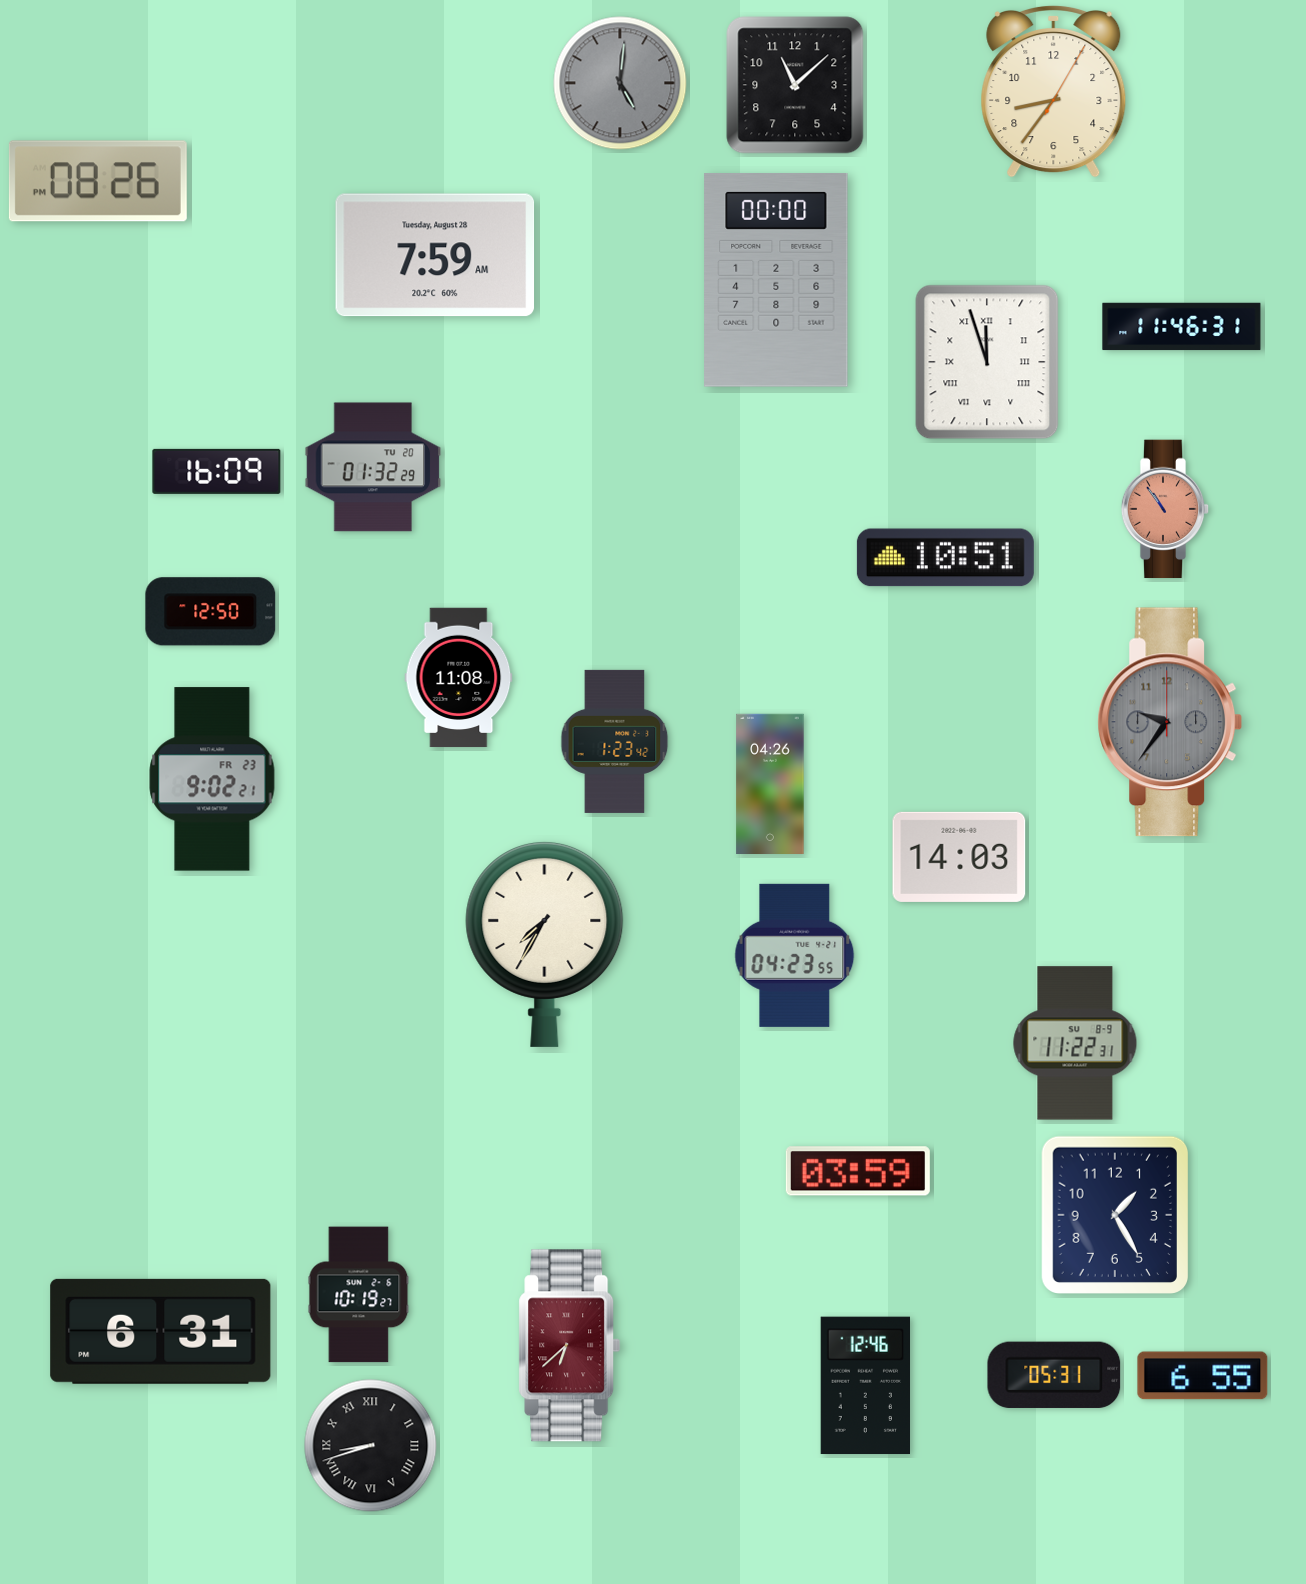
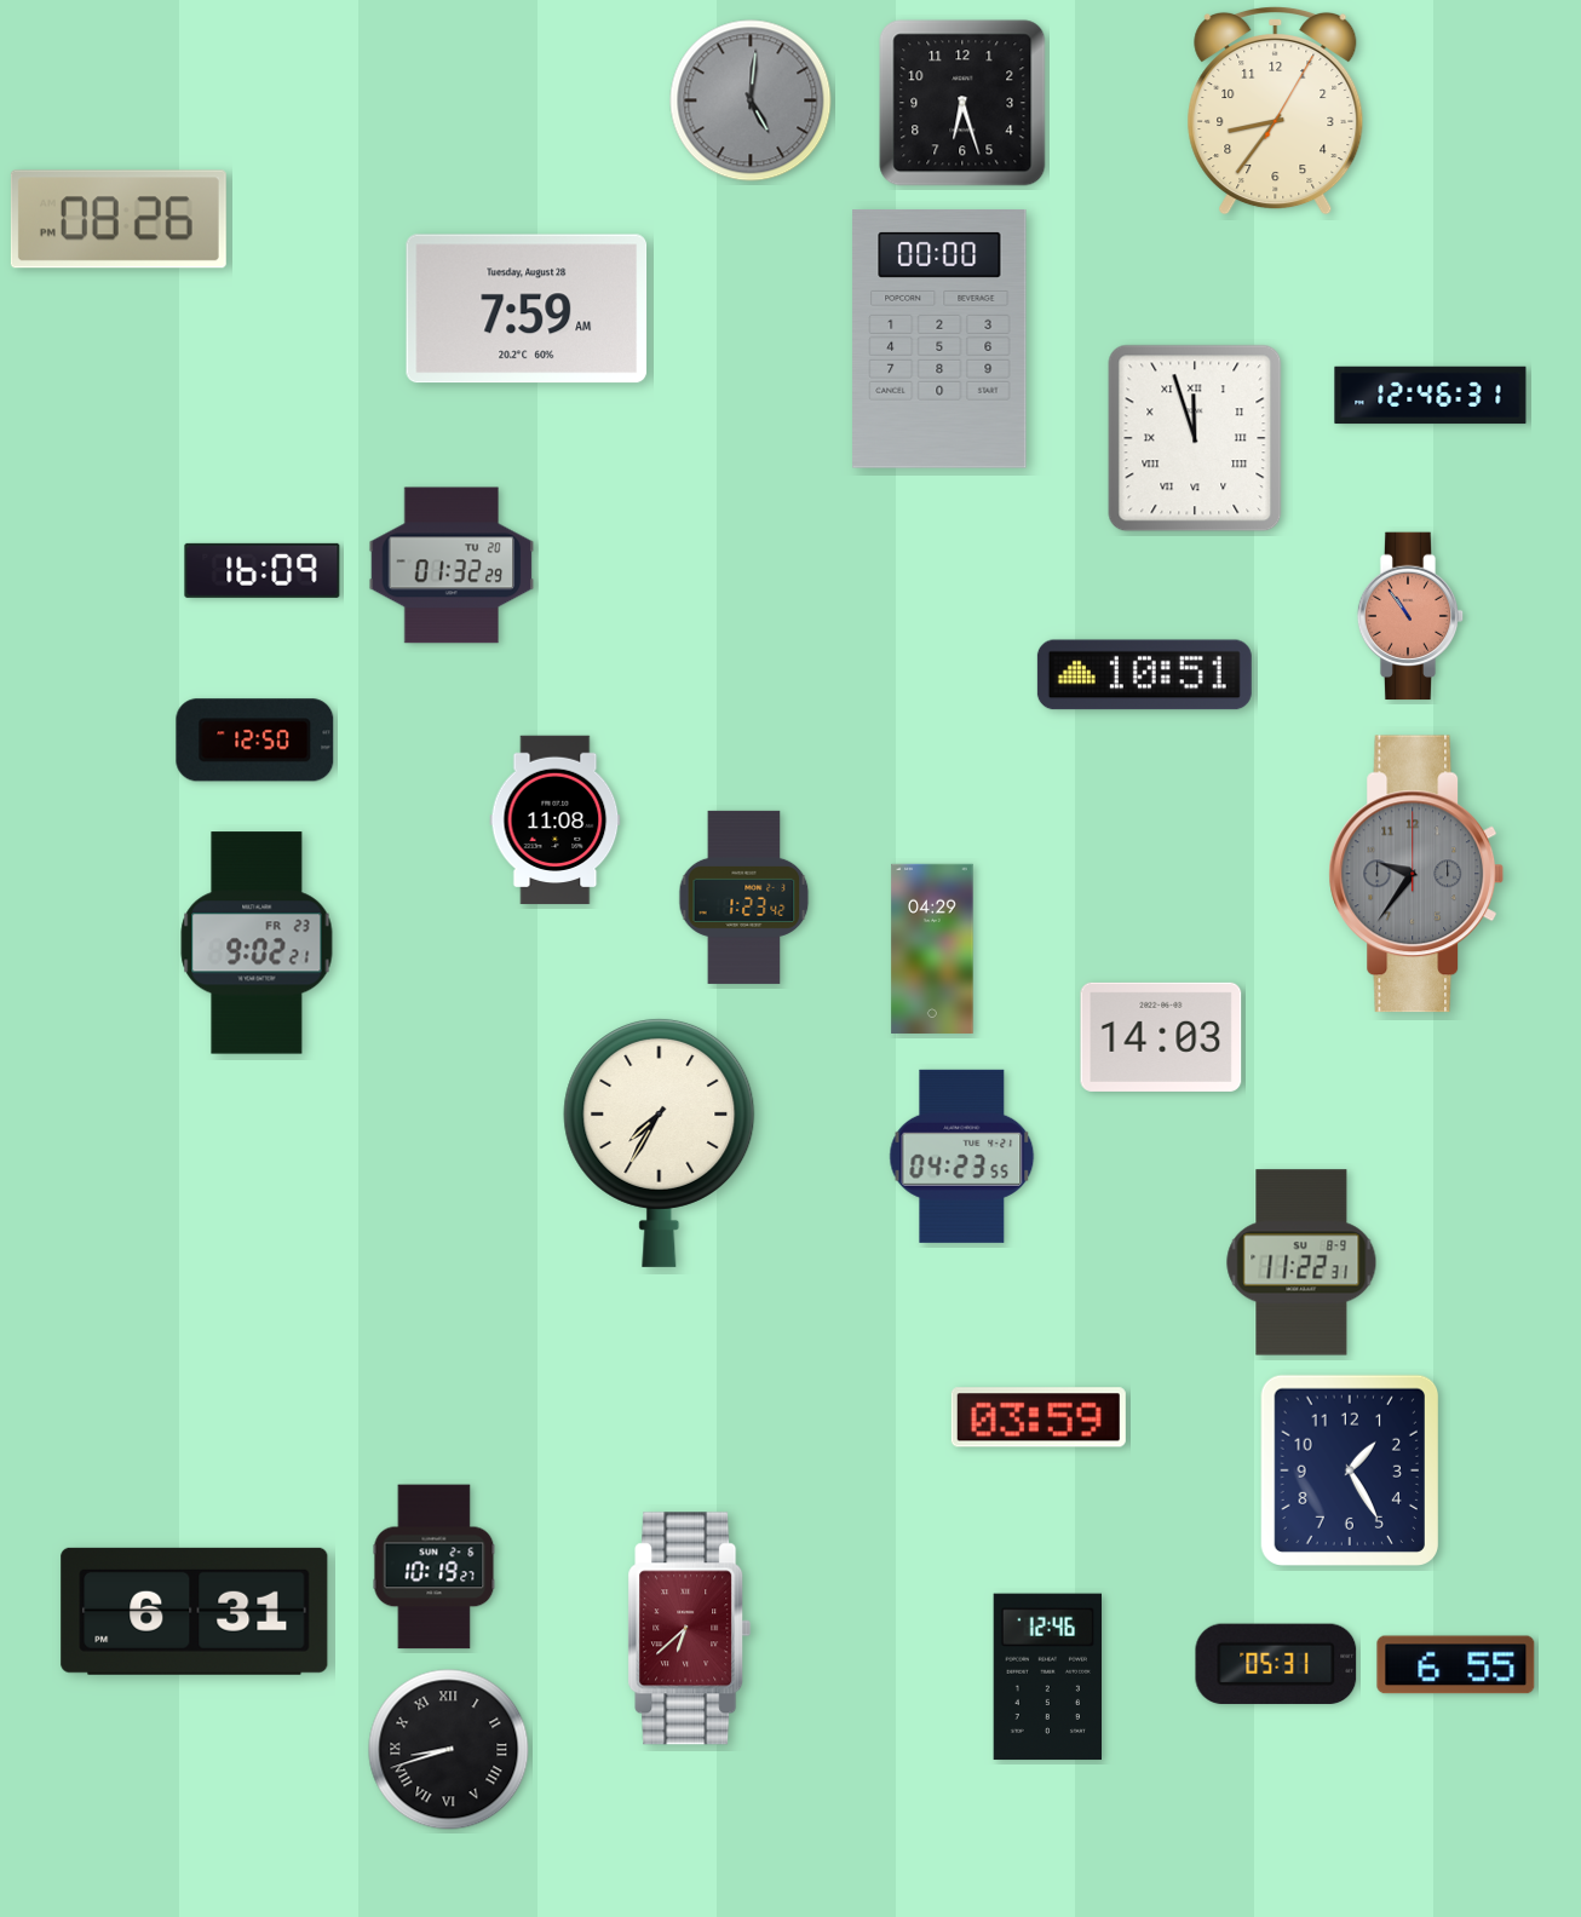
clock at (795, 85): 11:08 -> 6:27
clock at (1182, 327): 11:46 -> 12:46
clock at (770, 783): 04:26 -> 04:29
